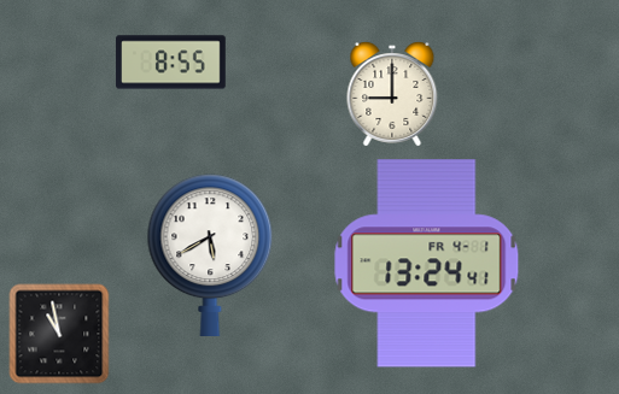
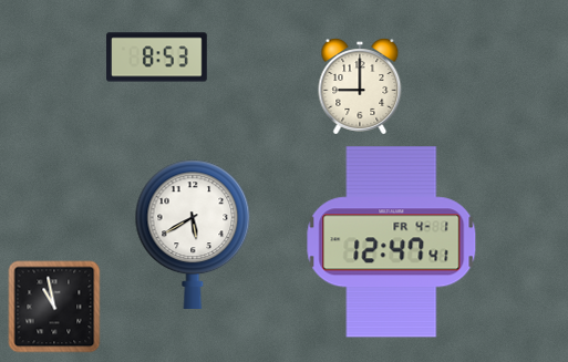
clock at (171, 63): 8:55 -> 8:53
clock at (427, 264): 13:24 -> 12:47
